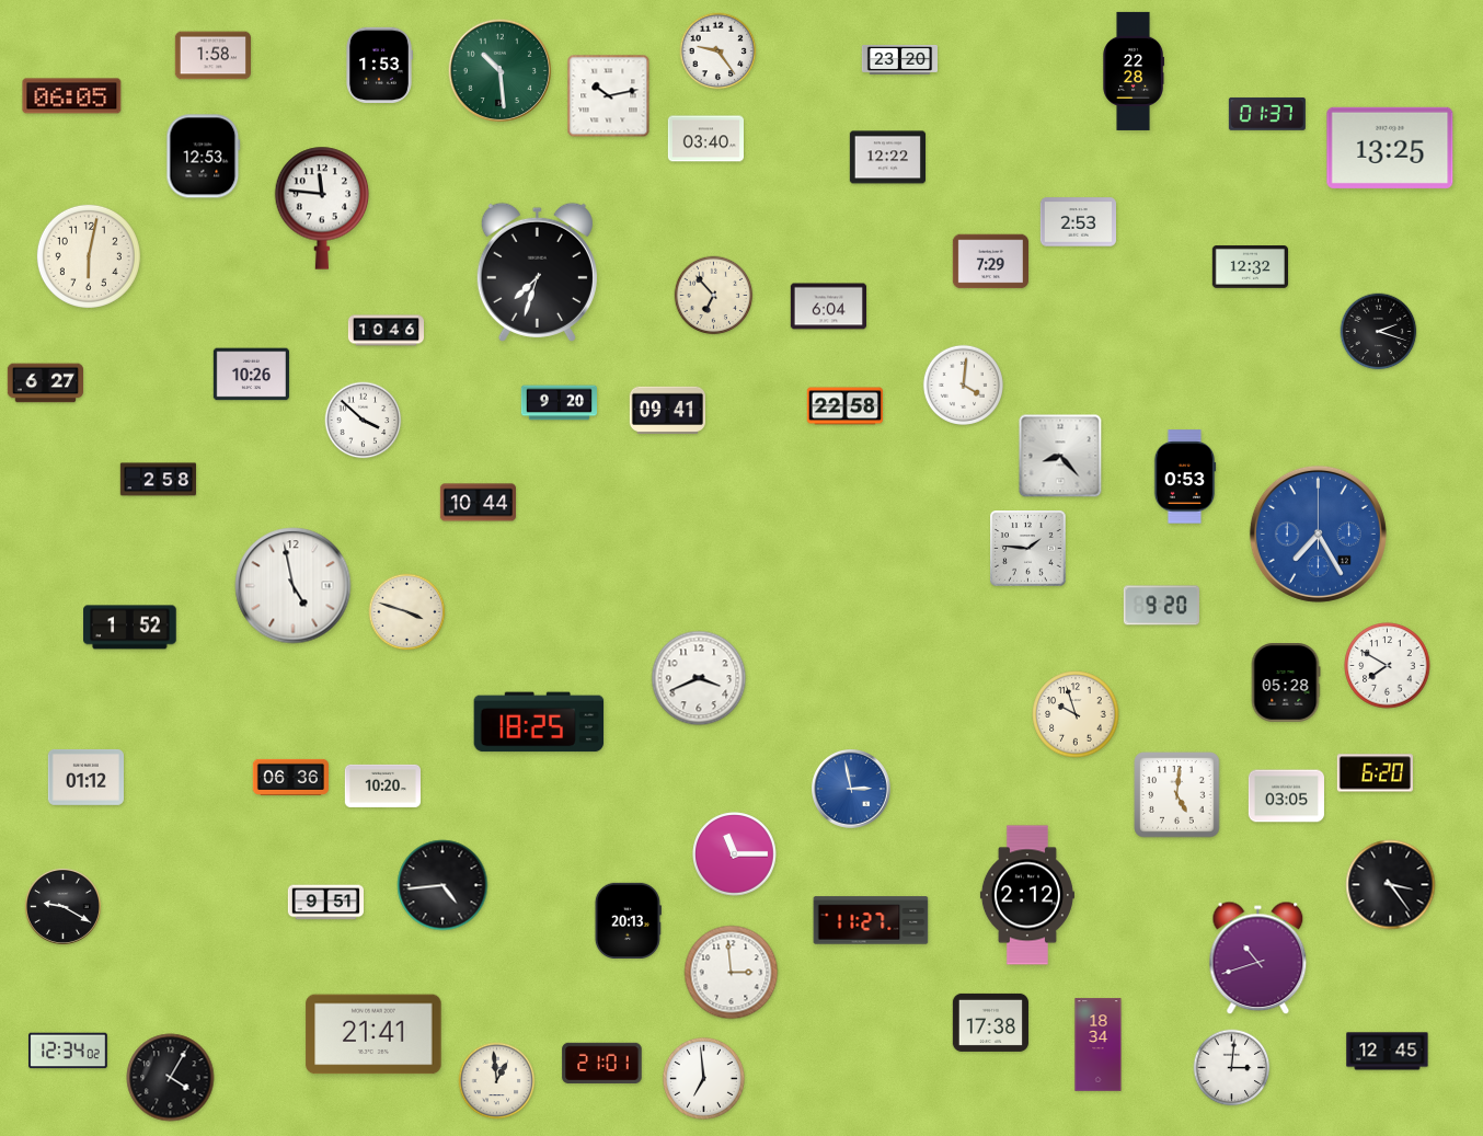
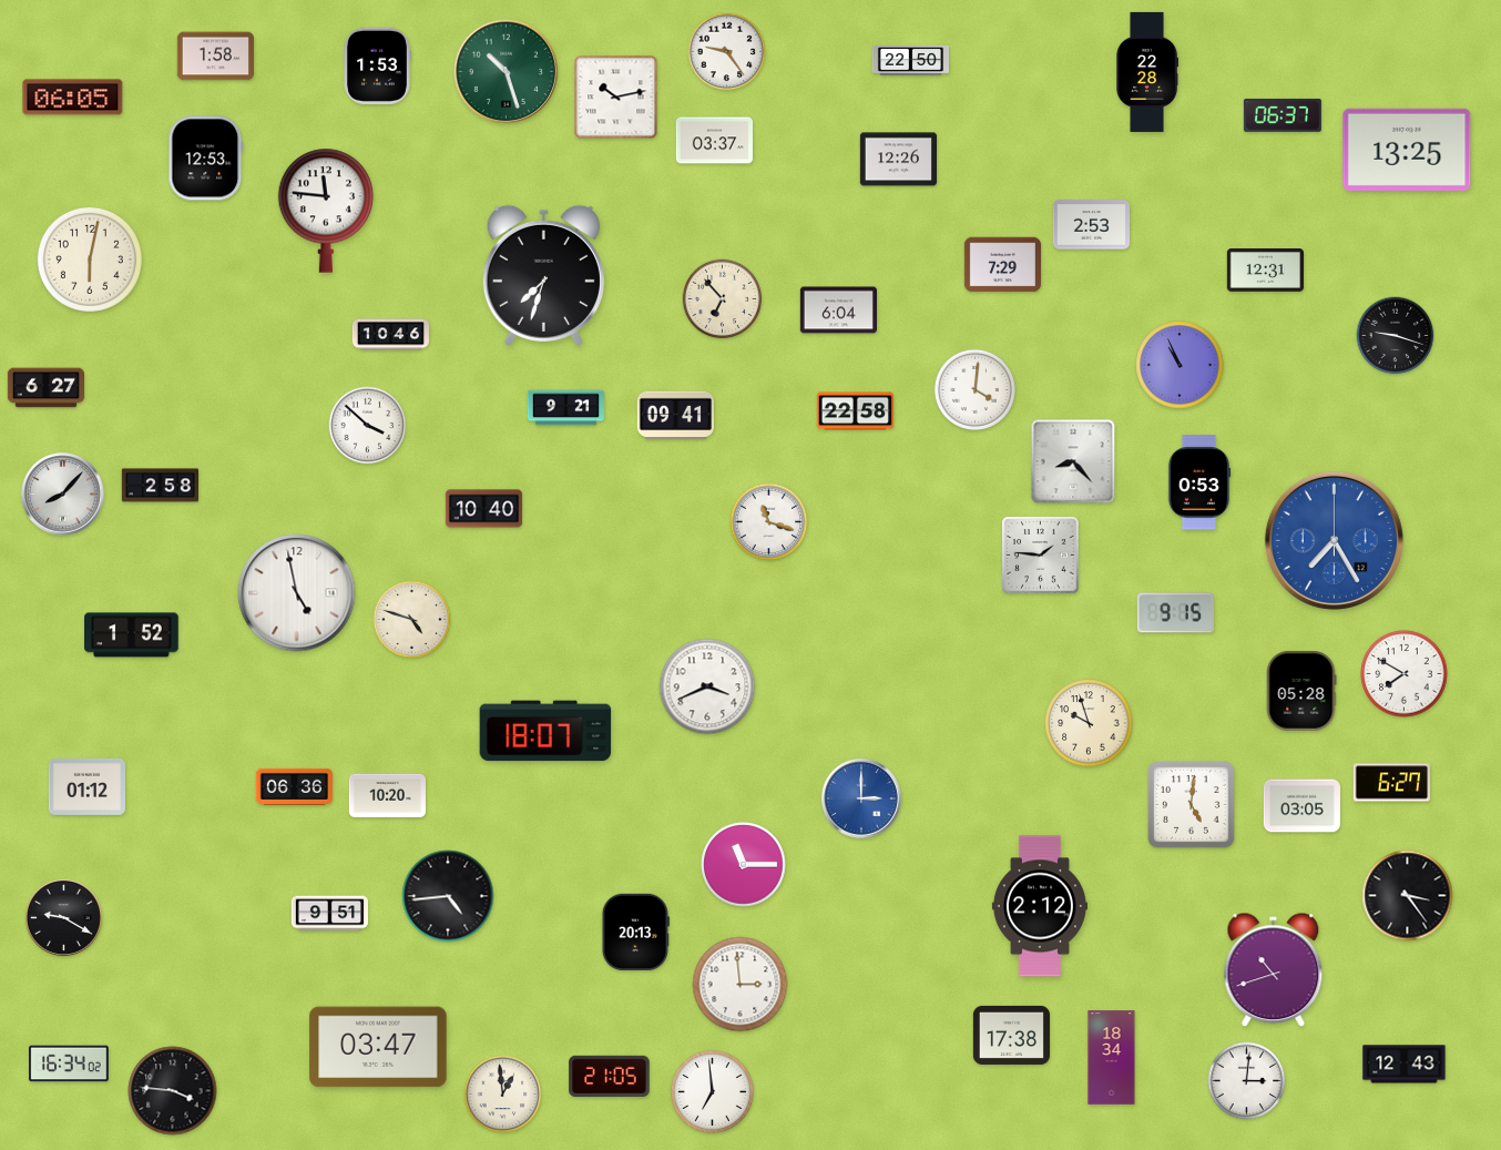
clock at (899, 59): 23:20 -> 22:50
clock at (380, 65) position: (380, 65) -> (378, 65)
clock at (501, 71): 10:29 -> 10:27
clock at (1267, 114): 01:37 -> 06:37
clock at (705, 139): 03:40 -> 03:37
clock at (887, 158): 12:22 -> 12:26
clock at (1250, 267): 12:32 -> 12:31
clock at (1379, 332): 2:18 -> 9:18
clock at (1180, 365): none -> 10:56
clock at (251, 375): 10:26 -> none
clock at (559, 403): 9:20 -> 9:21
clock at (63, 495): none -> 8:07
clock at (478, 503): 10:44 -> 10:40
clock at (769, 522): none -> 11:18
clock at (1161, 606): 9:20 -> 9:15
clock at (407, 612): 3:48 -> 4:48
clock at (539, 722): 18:25 -> 18:07
clock at (1375, 773): 6:20 -> 6:27
clock at (852, 790): 2:58 -> 3:00
clock at (871, 920): 11:27 -> none
clock at (990, 1022) position: (990, 1022) -> (1011, 1035)
clock at (373, 1034): 21:41 -> 03:47
clock at (68, 1051): 12:34 -> 16:34
clock at (1388, 1052): 12:45 -> 12:43
clock at (602, 1063): 21:01 -> 21:05
clock at (171, 1078): 4:05 -> 3:46
